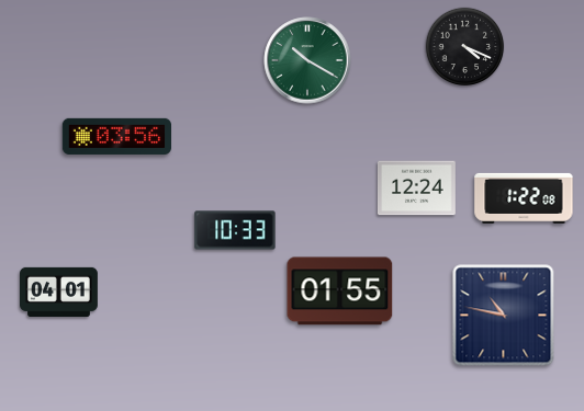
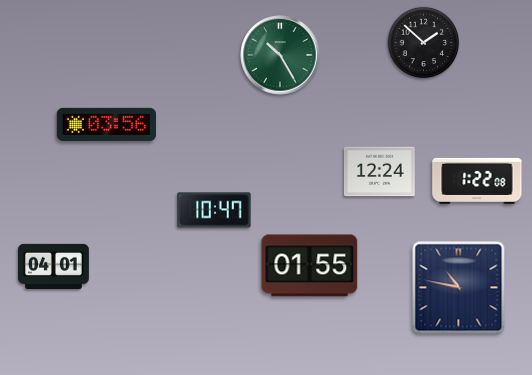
clock at (465, 47): 4:19 -> 1:52
clock at (307, 60): 10:20 -> 10:25
clock at (235, 230): 10:33 -> 10:47
